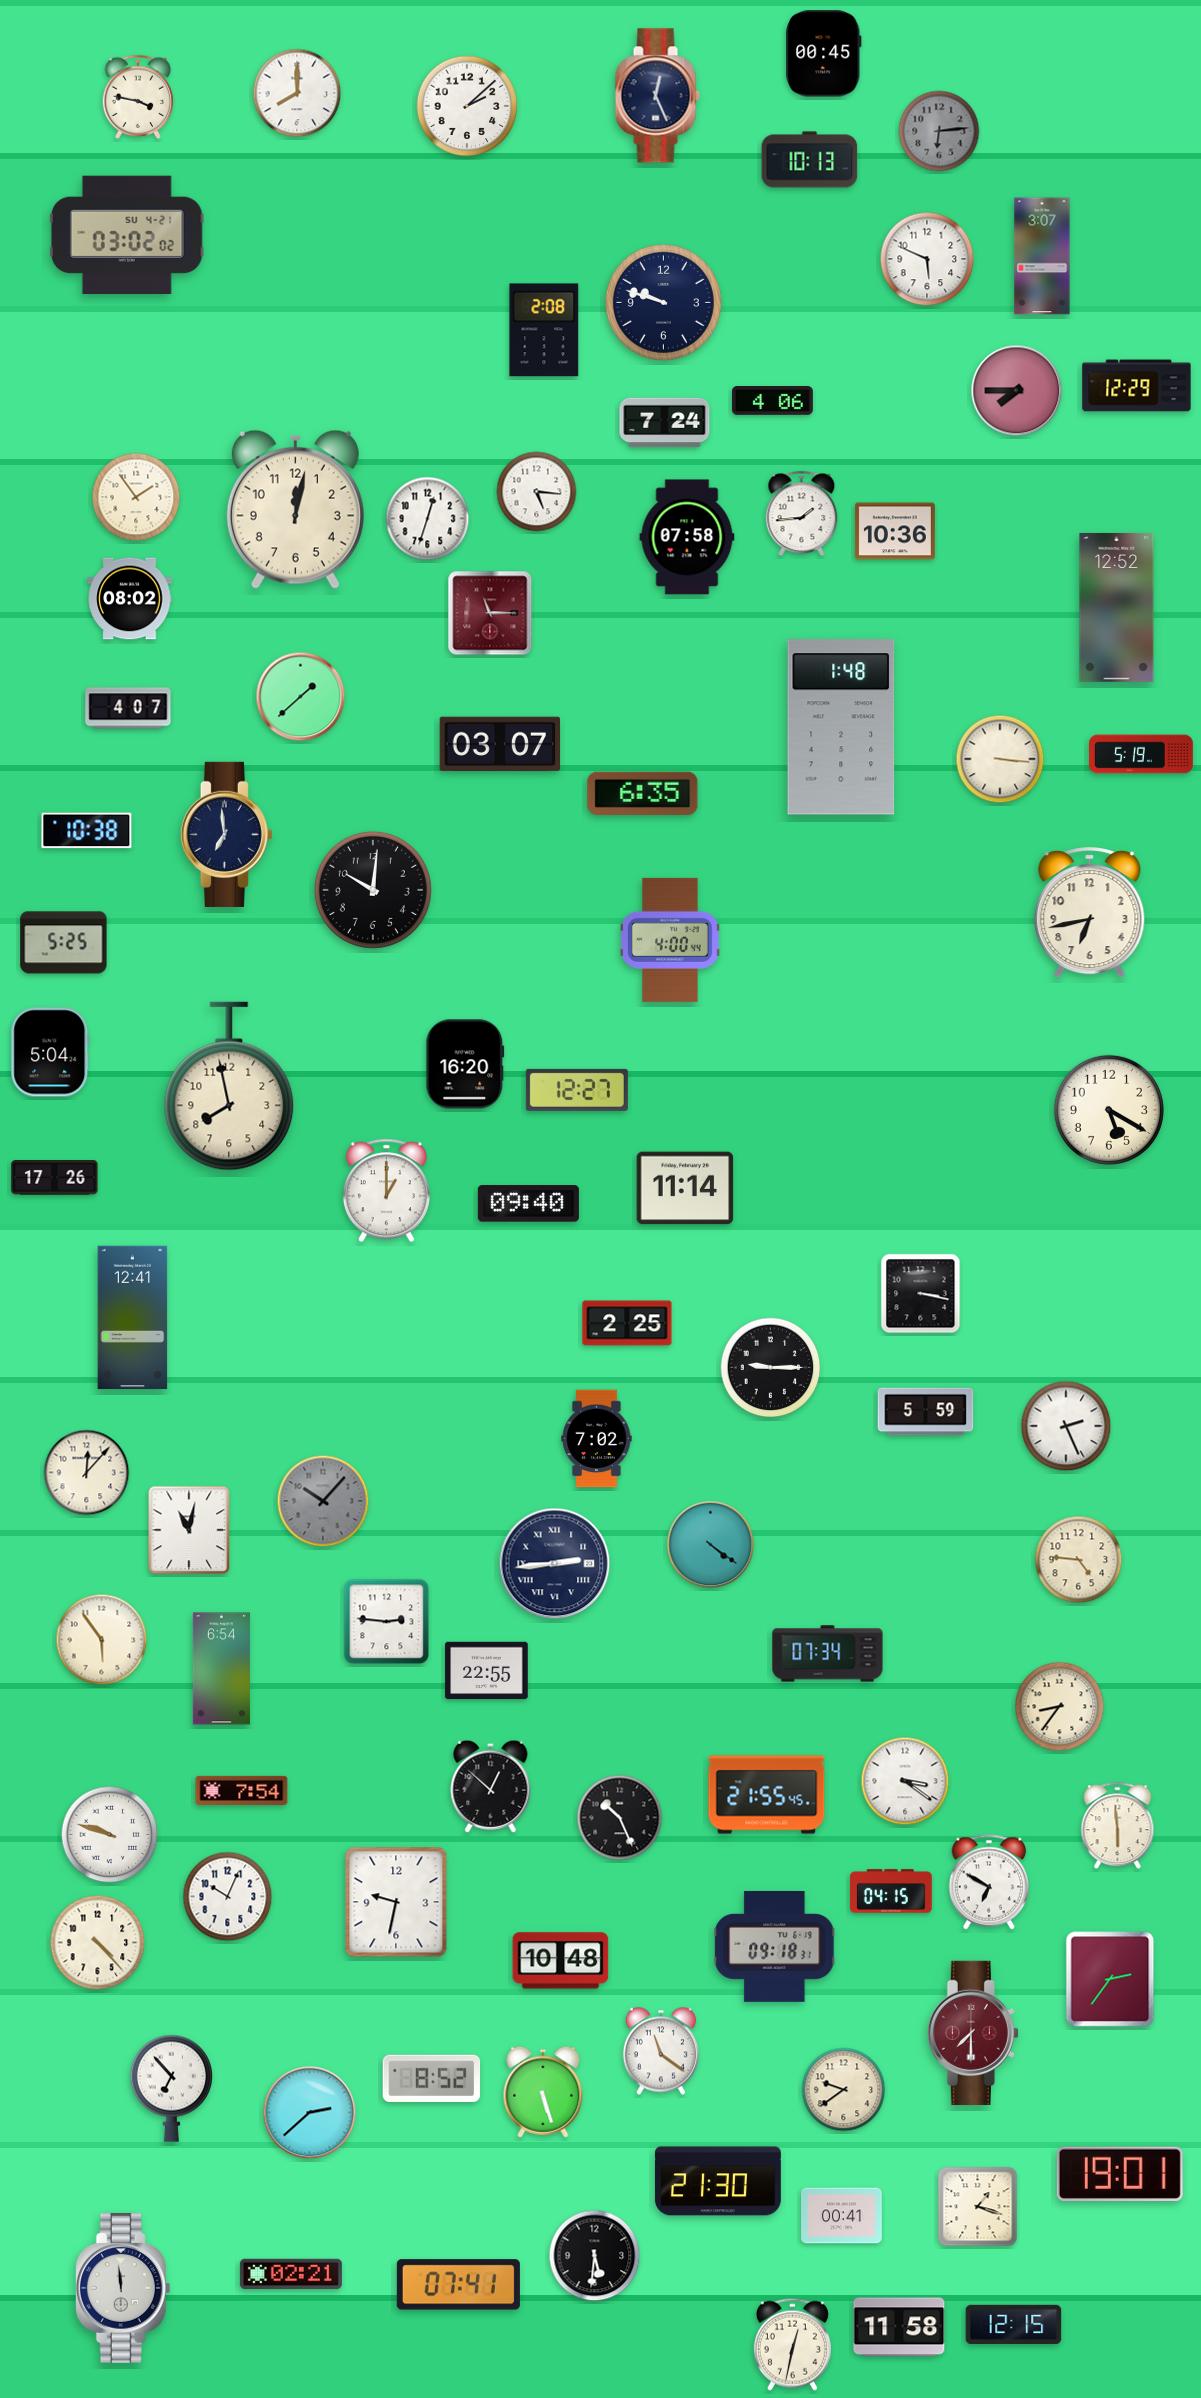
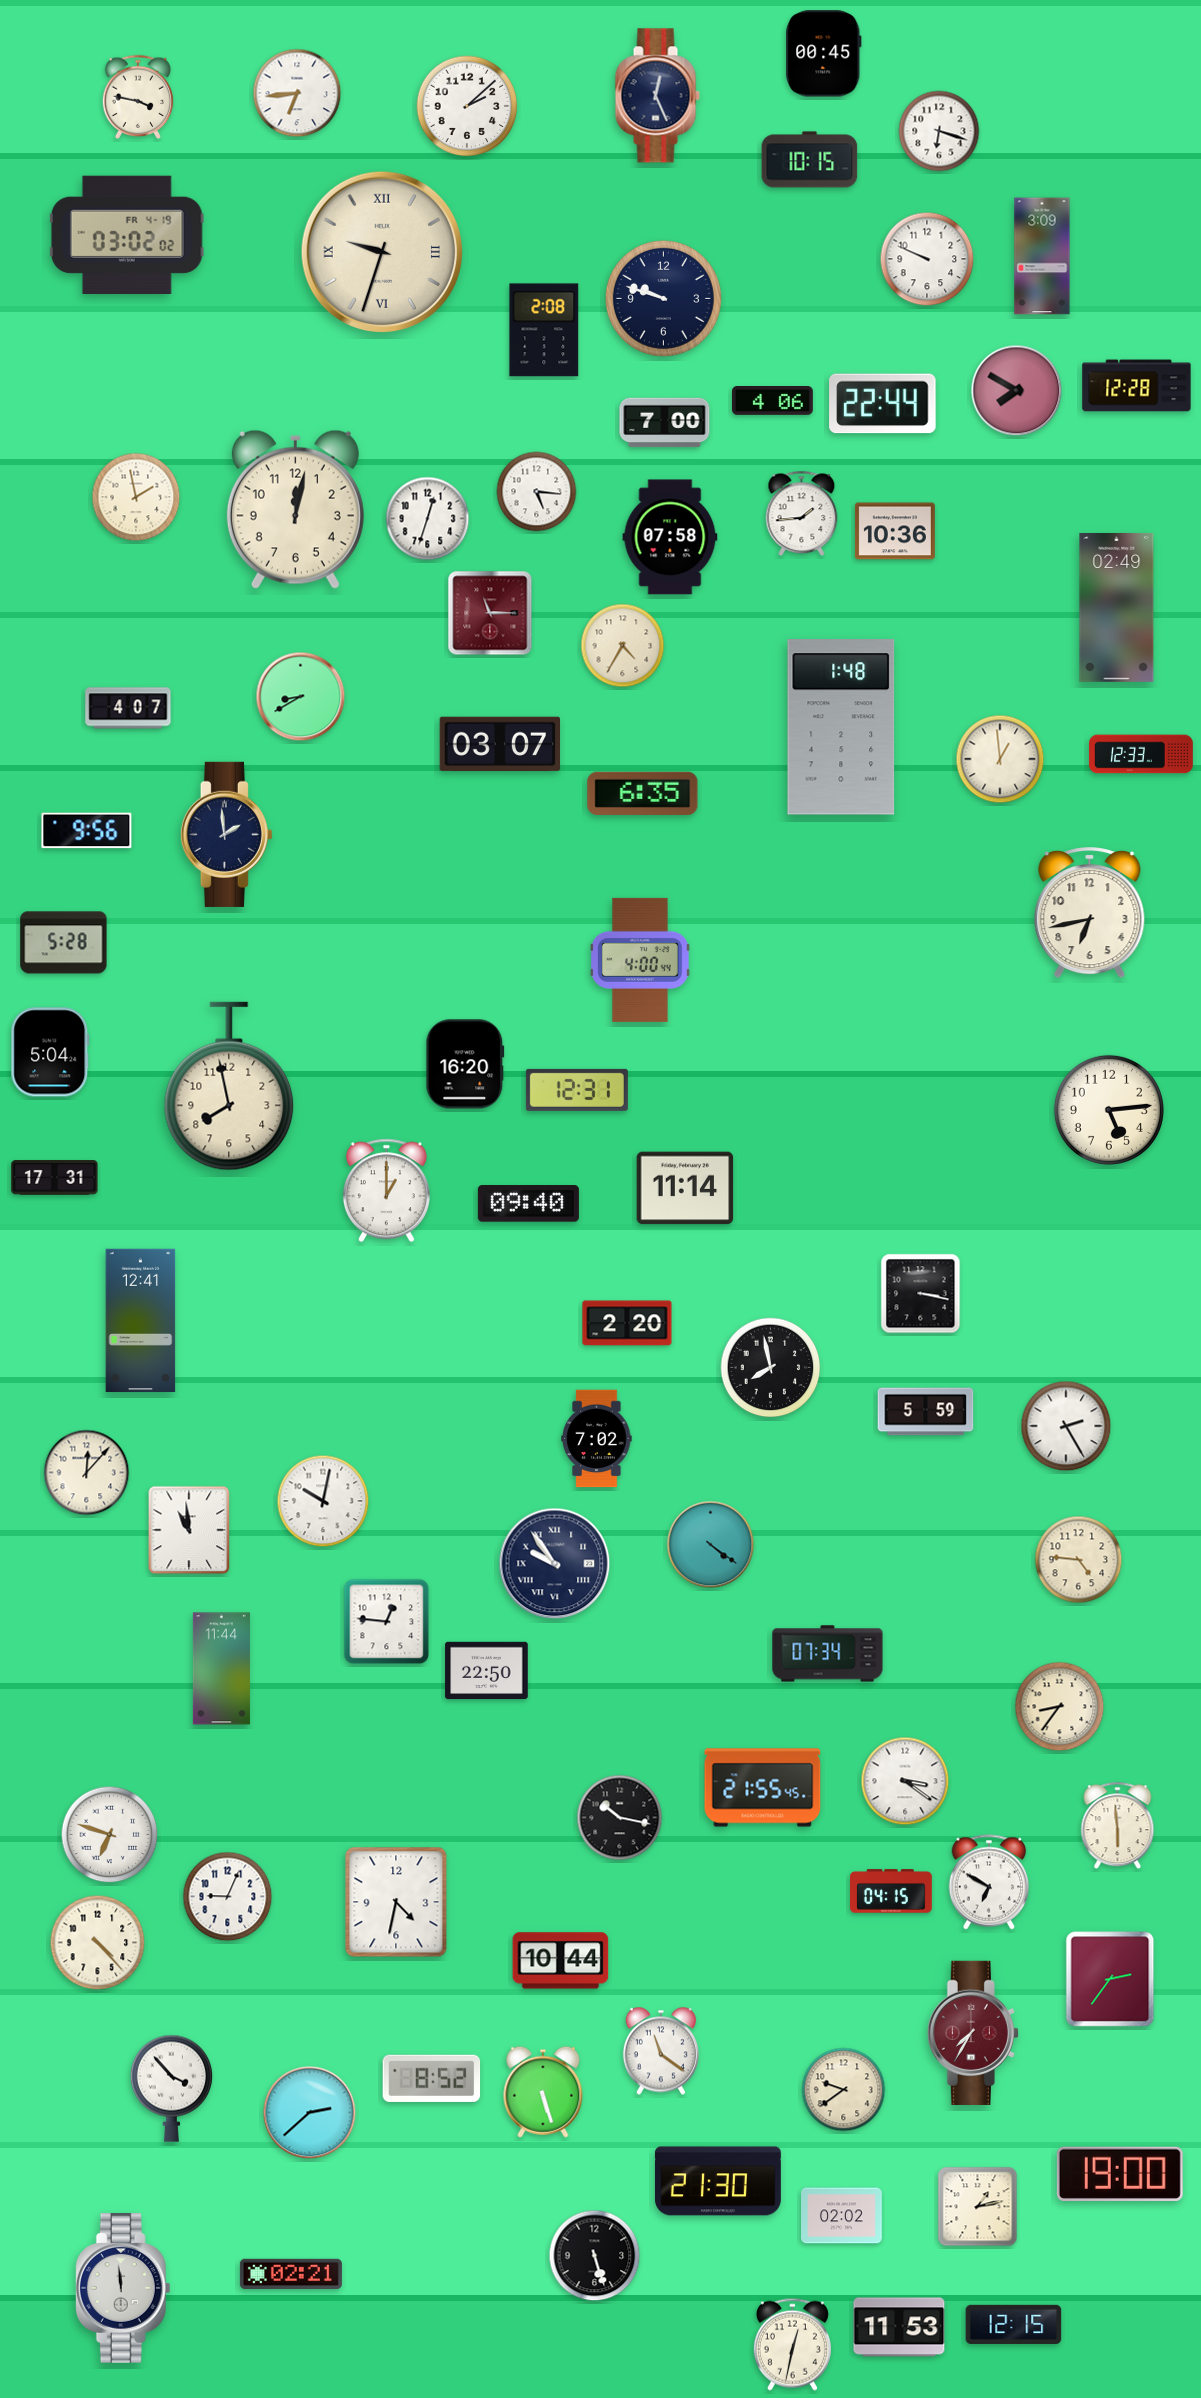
clock at (297, 93): 8:00 -> 6:44
clock at (939, 131): 6:14 -> 6:18
clock at (939, 131) dial: grey -> white
clock at (810, 160): 10:13 -> 10:15
clock at (127, 234) date: SU 4-21 -> FR 4-19
clock at (381, 251): none -> 9:33
clock at (1042, 256): 3:07 -> 3:09
clock at (927, 259): 5:49 -> 9:49
clock at (663, 302) position: (663, 302) -> (663, 298)
clock at (1137, 386): 12:29 -> 12:28
clock at (1017, 391): 7:45 -> 7:50
clock at (883, 404): none -> 22:44
clock at (665, 423): 7:24 -> 7:00
clock at (136, 497): 1:54 -> 1:58
clock at (687, 537) position: (687, 537) -> (670, 537)
clock at (130, 599): 08:02 -> none
clock at (1117, 607): 12:52 -> 02:49
clock at (623, 646): none -> 4:35
clock at (301, 697): 1:38 -> 8:40
clock at (1141, 754): 5:19 -> 12:33
clock at (1000, 759): 3:16 -> 12:59
clock at (87, 831): 10:38 -> 9:56
clock at (226, 834): 6:59 -> 1:59
clock at (373, 890): 10:01 -> none
clock at (670, 940) position: (670, 940) -> (640, 960)
clock at (64, 943): 5:25 -> 5:28
clock at (577, 1090): 12:27 -> 12:31
clock at (1109, 1110): 5:20 -> 5:14
clock at (55, 1178): 17:26 -> 17:31
clock at (133, 1318) position: (133, 1318) -> (141, 1321)
clock at (627, 1323): 2:25 -> 2:20
clock at (771, 1368): 9:15 -> 7:58
clock at (1066, 1426): 2:26 -> 2:25
clock at (323, 1501): 10:07 -> 10:02
clock at (323, 1501) dial: grey -> white
clock at (189, 1530): 11:02 -> 10:59
clock at (555, 1564): 2:44 -> 9:54
clock at (387, 1622): 2:46 -> 12:46
clock at (102, 1640): 5:54 -> none
clock at (221, 1669): 6:54 -> 11:44
clock at (487, 1671): 22:55 -> 22:50
clock at (491, 1786): 12:52 -> none
clock at (242, 1790): 7:54 -> none
clock at (767, 1795) position: (767, 1795) -> (763, 1788)
clock at (620, 1818): 10:26 -> 10:17
clock at (110, 1835): 9:48 -> 6:48
clock at (228, 1897): 10:04 -> 9:04
clock at (396, 1902): 9:32 -> 4:32
clock at (775, 1946): 09:18 -> none
clock at (561, 1961): 10:48 -> 10:44
clock at (973, 2033): 7:30 -> 7:35
clock at (171, 2088): 6:53 -> 3:53
clock at (1120, 2174): 19:01 -> 19:00
clock at (978, 2207): 1:18 -> 1:13
clock at (842, 2216): 00:41 -> 02:02
clock at (595, 2256): 5:31 -> 5:27
clock at (458, 2285): 07:41 -> none
clock at (899, 2327): 11:58 -> 11:53
